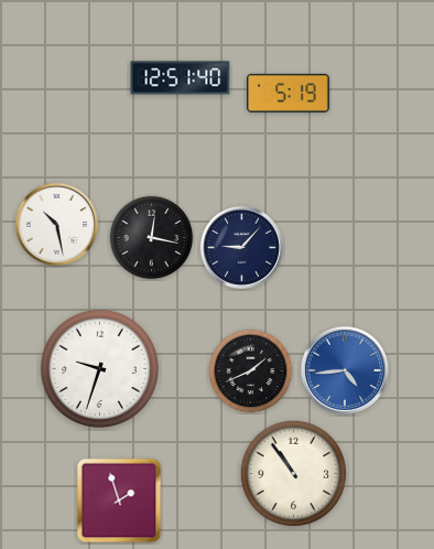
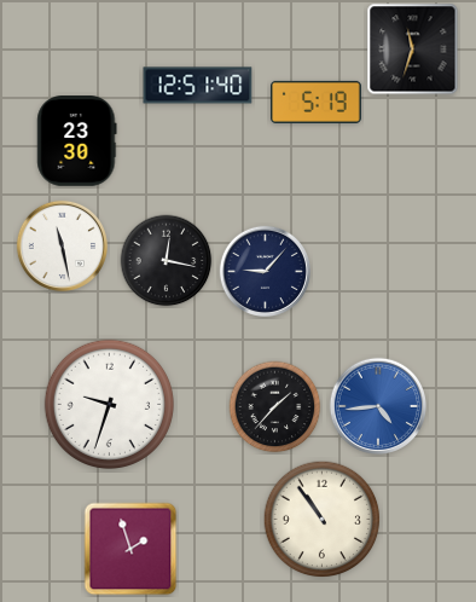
clock at (413, 50): none -> 11:33
clock at (77, 141): none -> 23:30
clock at (56, 224): 10:28 -> 11:28
clock at (251, 372): 1:41 -> 1:37
